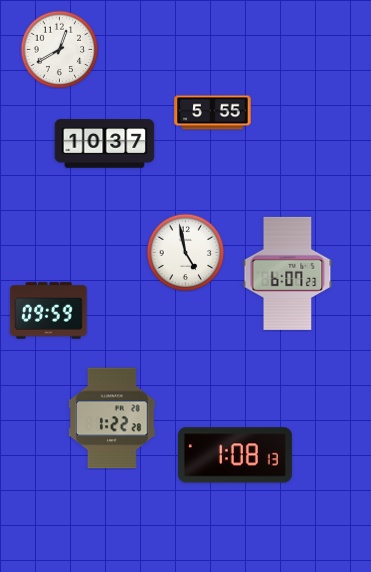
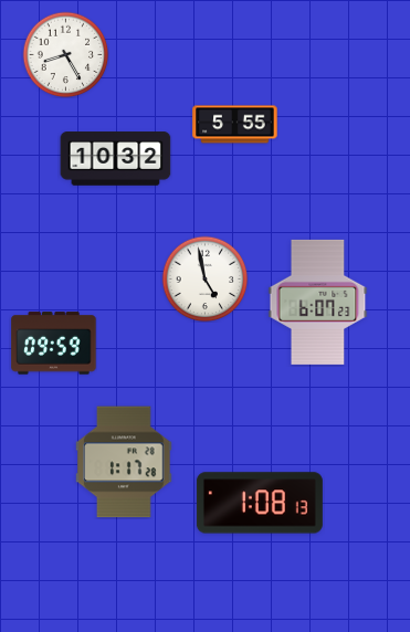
clock at (59, 49): 12:40 -> 8:25
clock at (105, 144): 10:37 -> 10:32
clock at (112, 418): 1:22 -> 1:17
